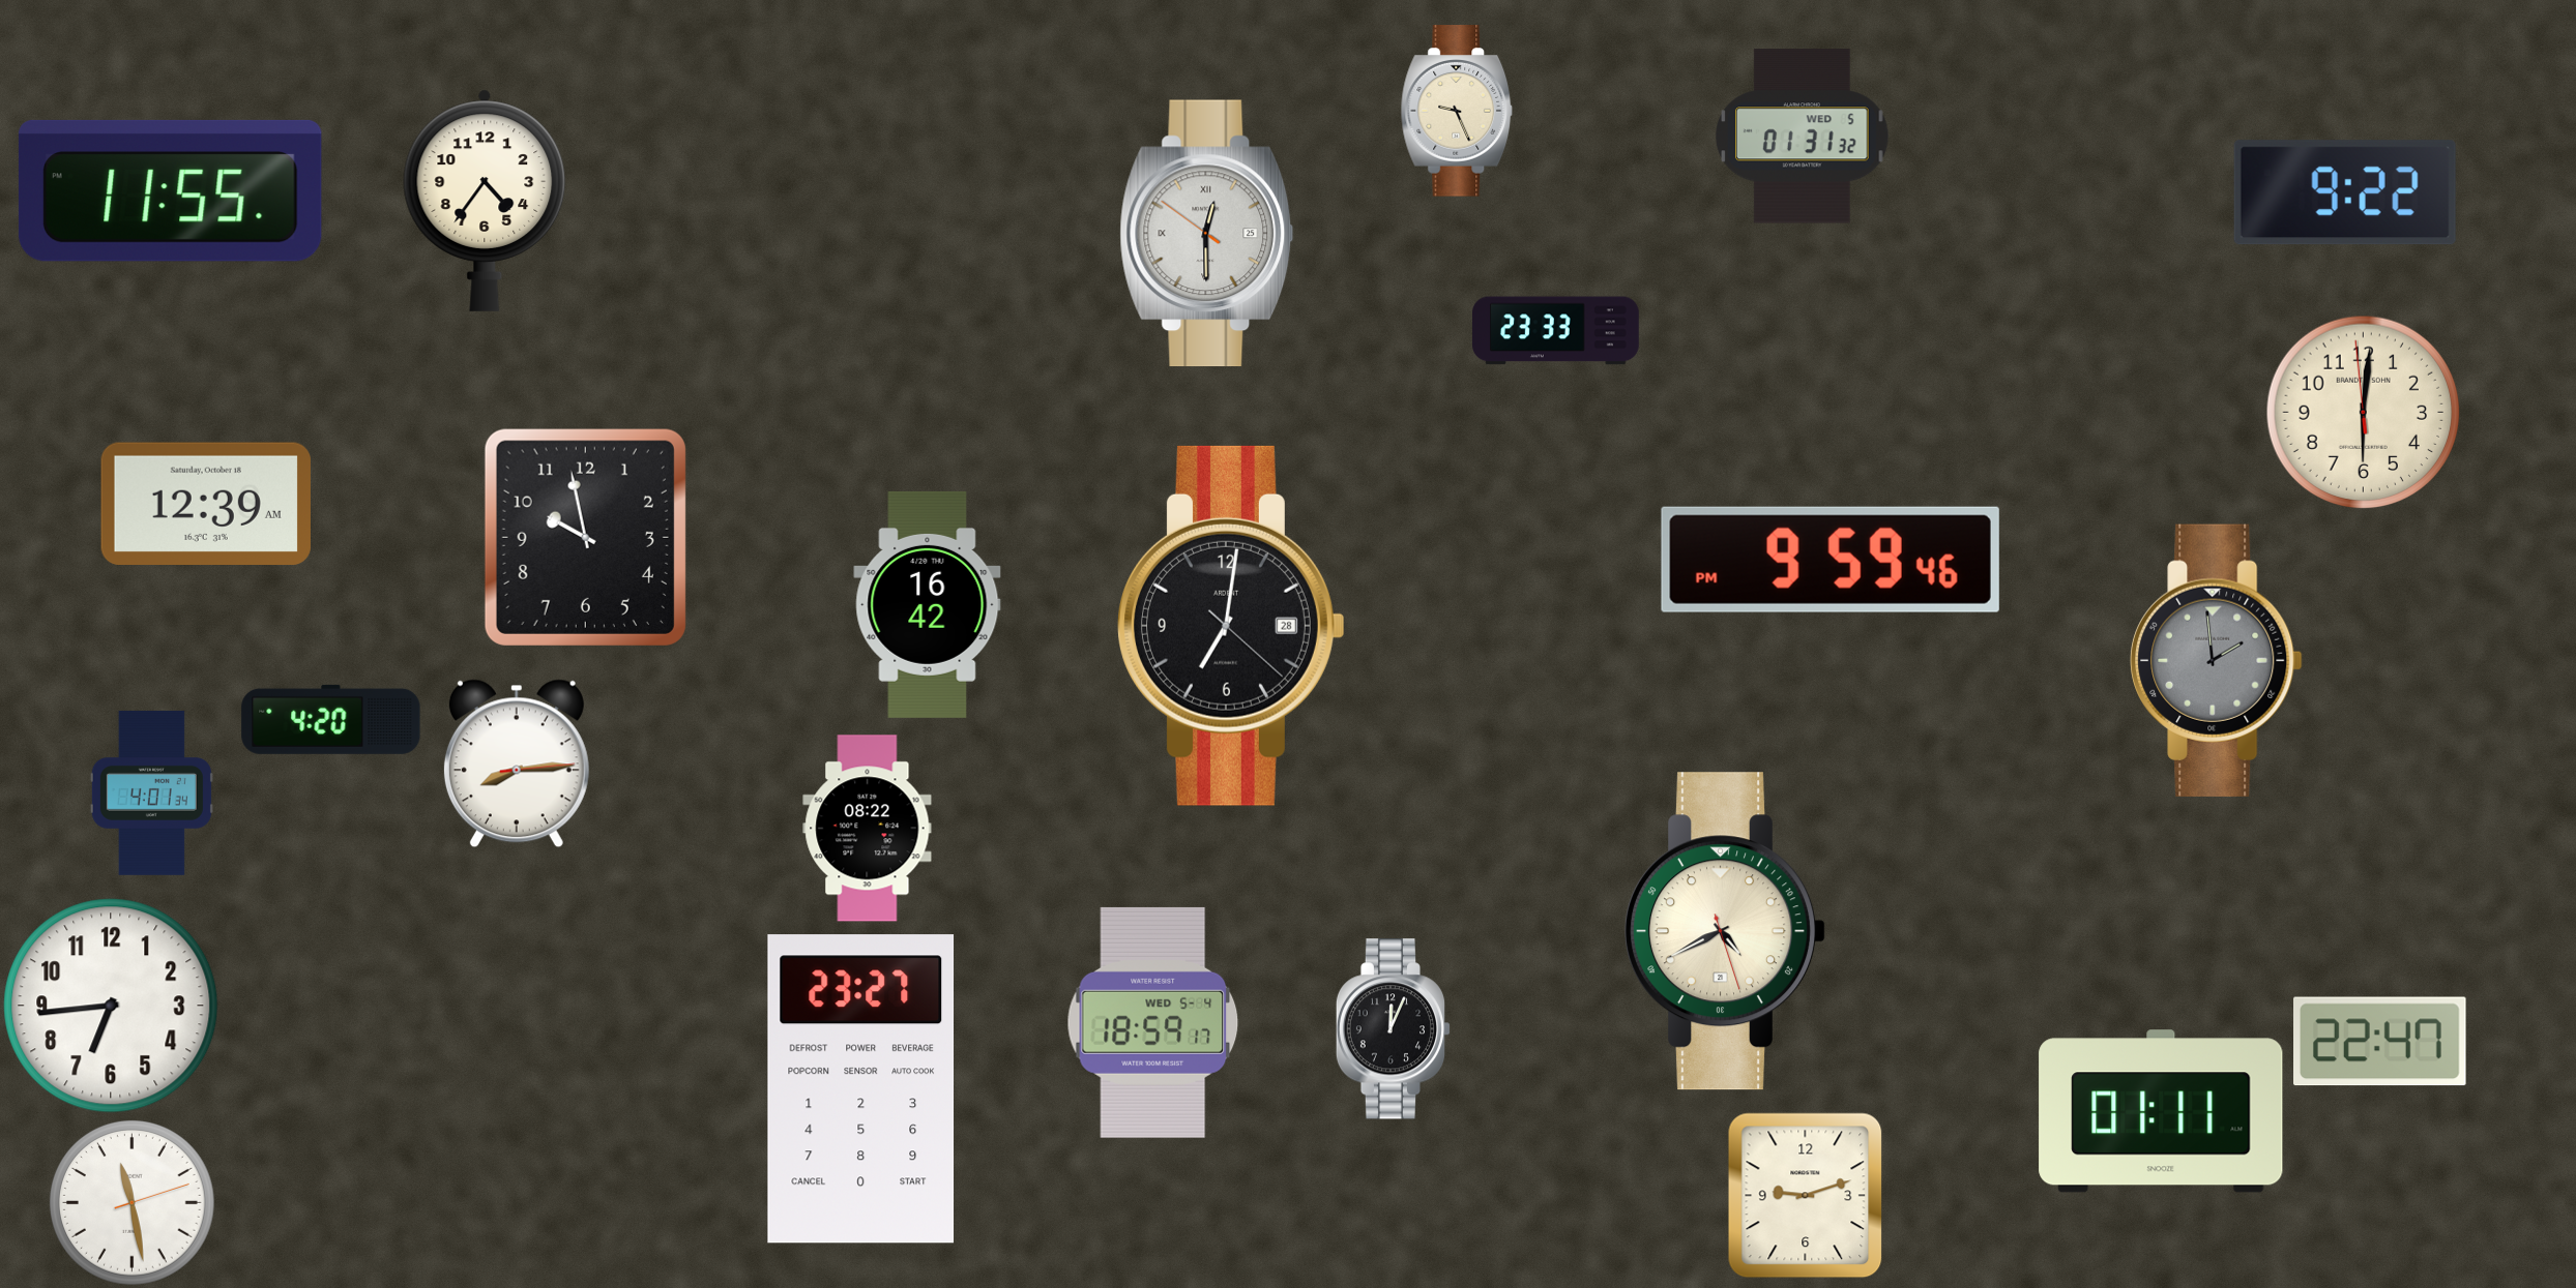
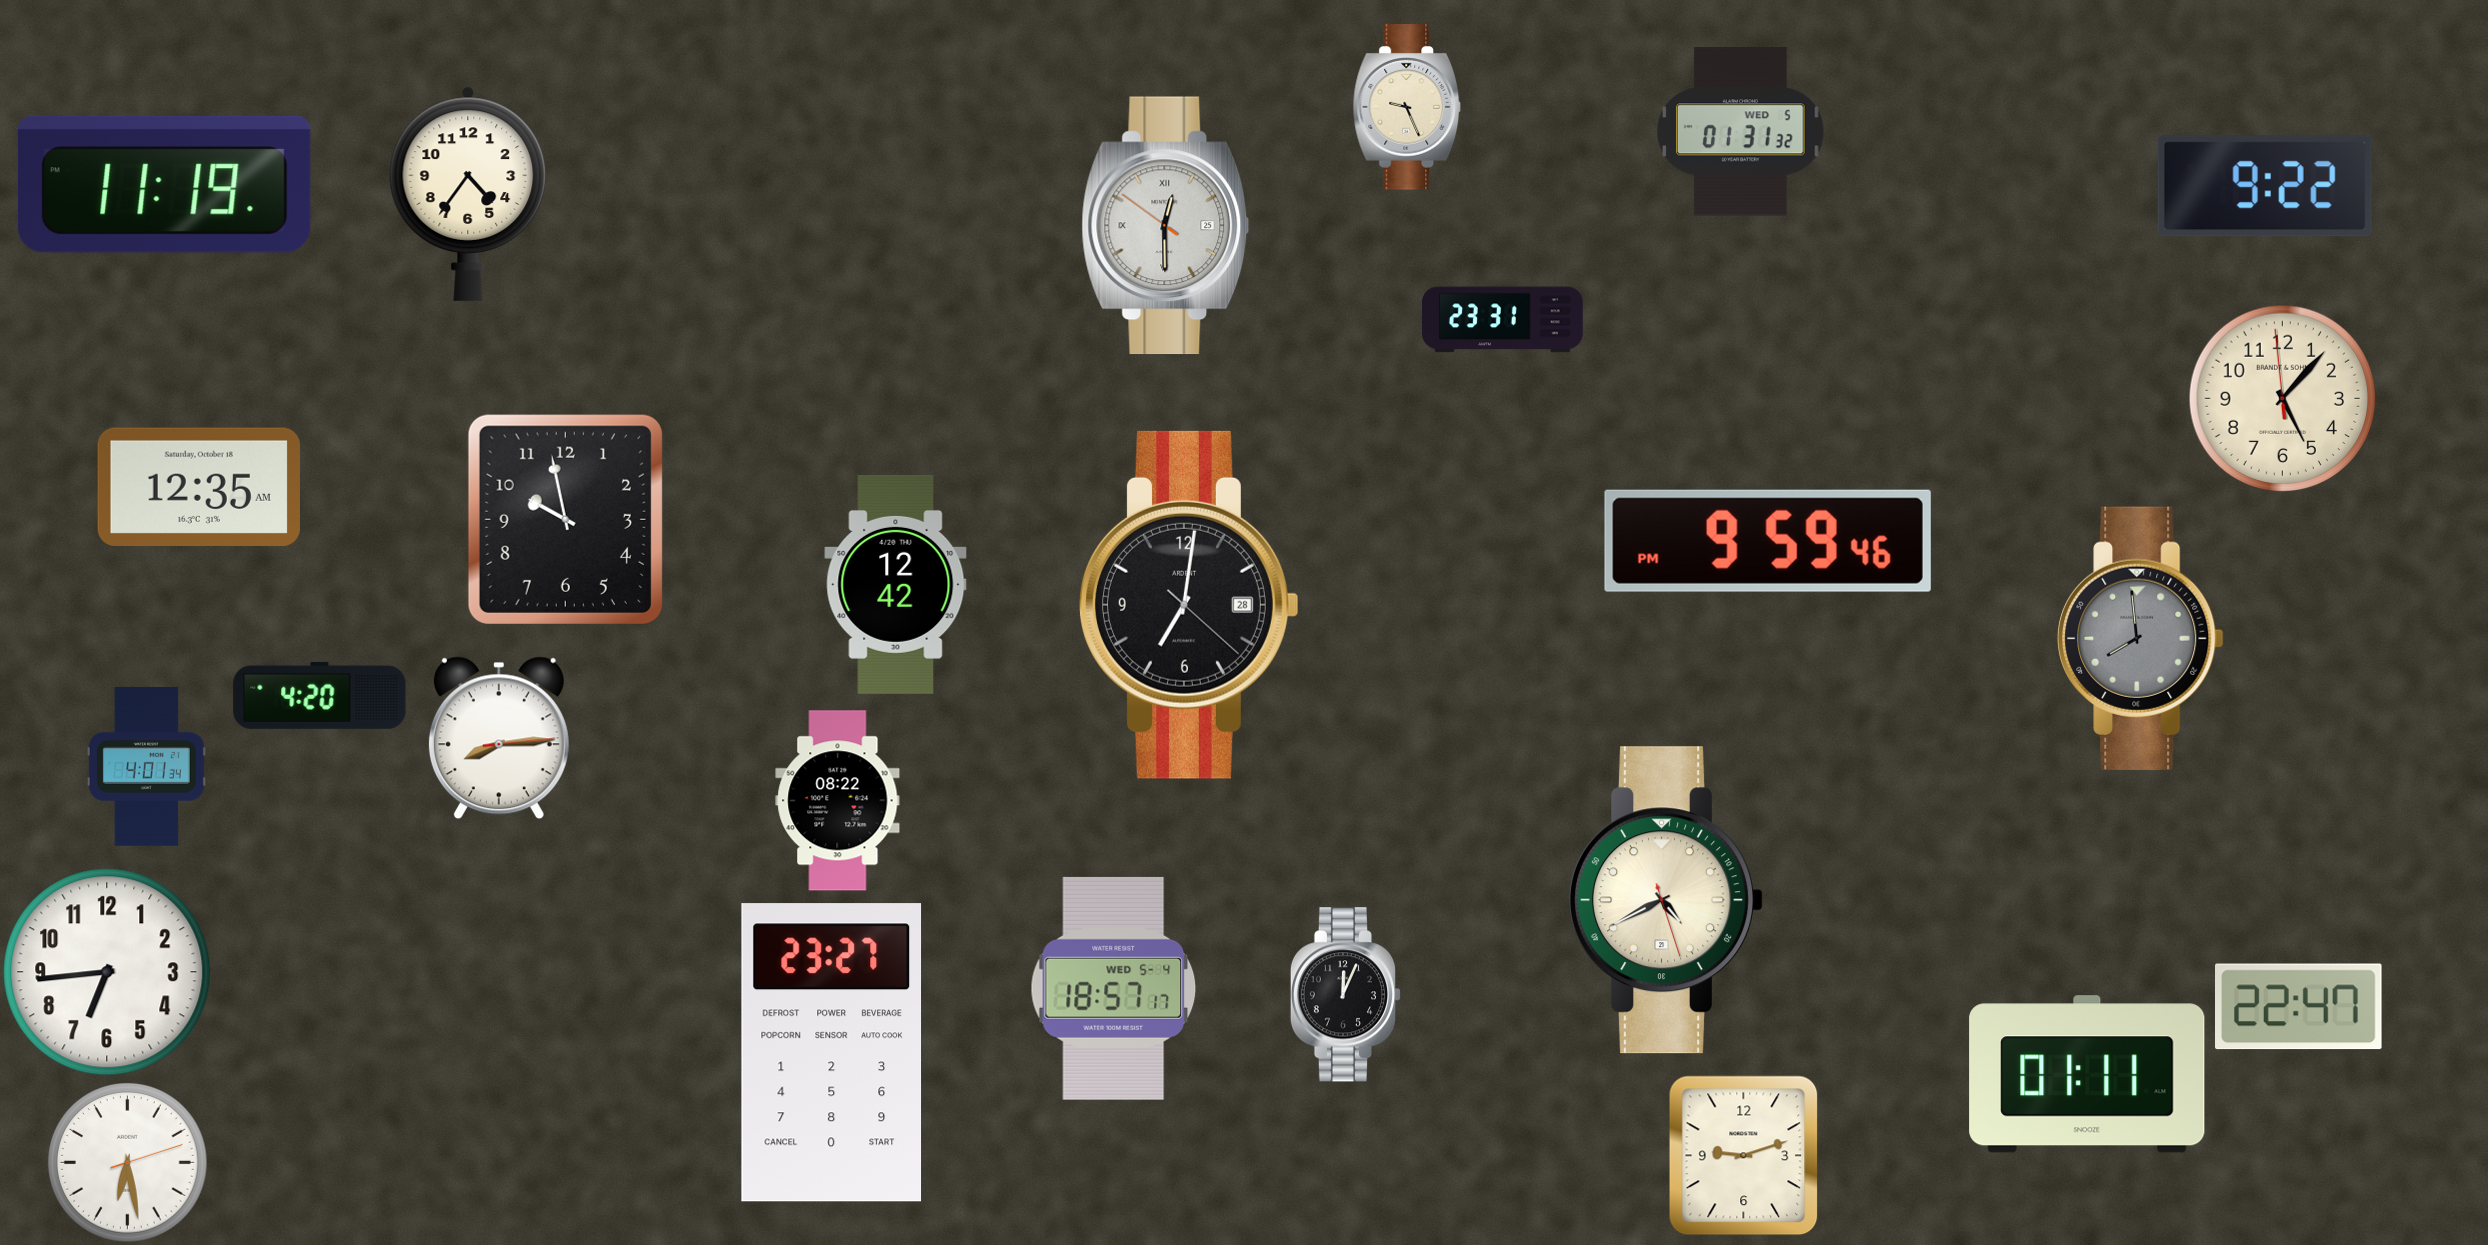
clock at (170, 190): 11:55 -> 11:19
clock at (1556, 331): 23:33 -> 23:31
clock at (2364, 413): 6:00 -> 5:06
clock at (206, 503): 12:39 -> 12:35
clock at (928, 604): 16:42 -> 12:42
clock at (2217, 660): 1:59 -> 7:59
clock at (1153, 1022): 18:59 -> 18:57
clock at (133, 1203): 11:28 -> 6:28
